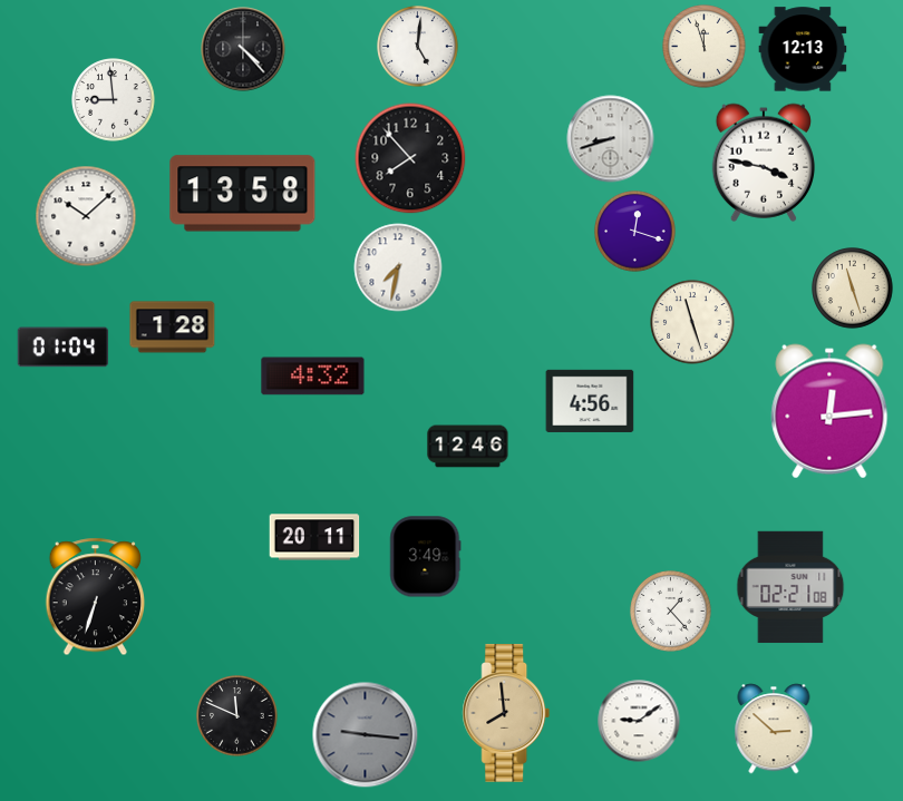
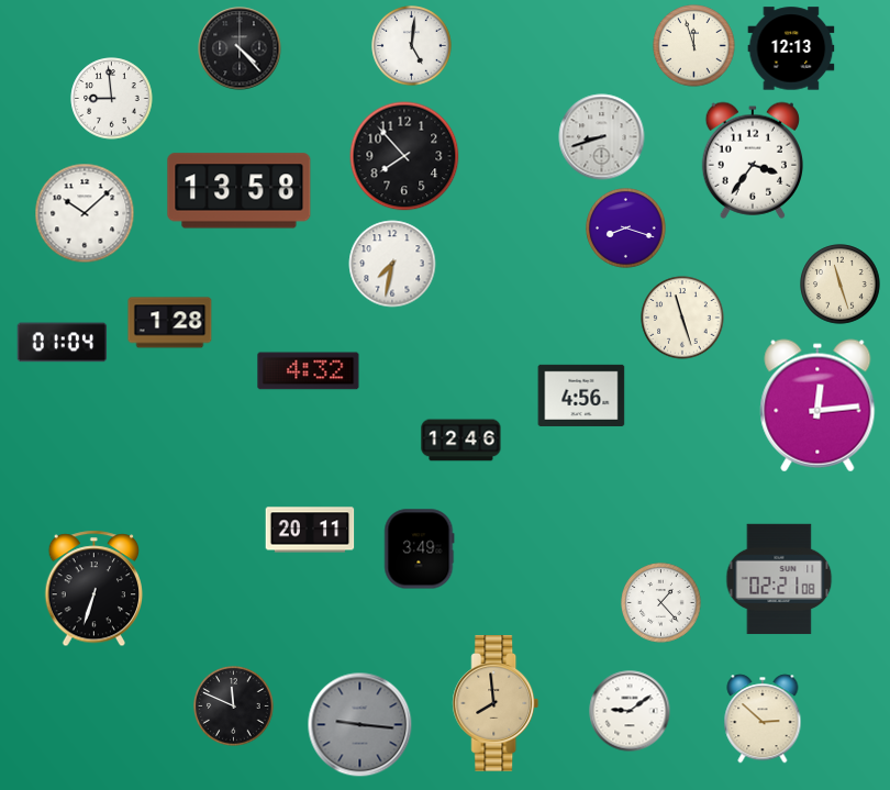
clock at (763, 163): 3:47 -> 3:36
clock at (635, 232): 12:18 -> 8:18
clock at (506, 714) position: (506, 714) -> (496, 704)
